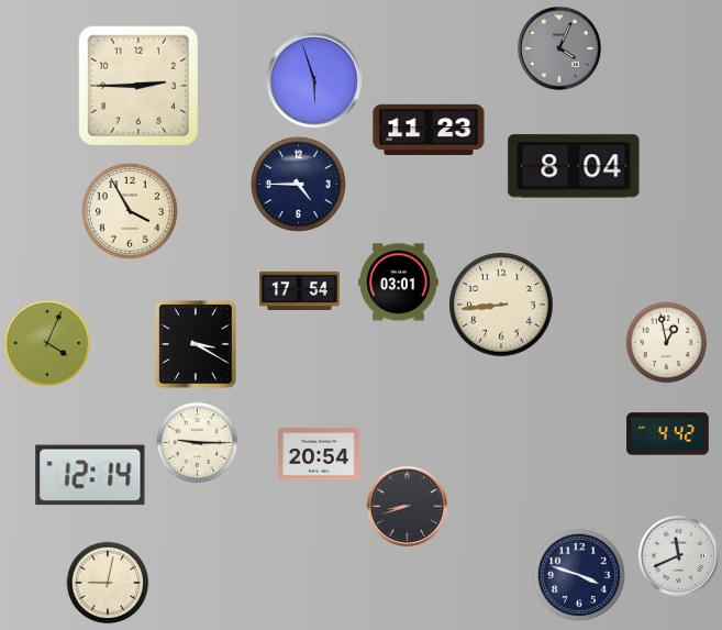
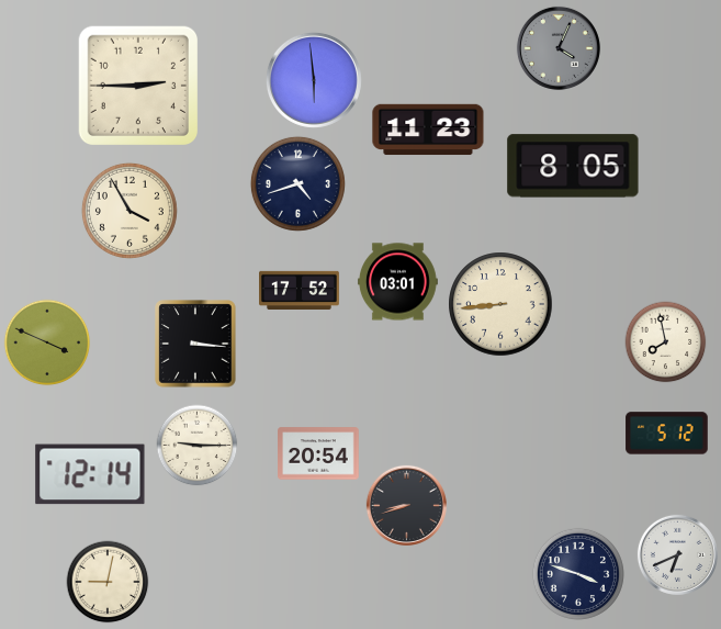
clock at (314, 80): 5:57 -> 5:59
clock at (574, 166): 8:04 -> 8:05
clock at (298, 184): 4:45 -> 4:42
clock at (300, 290): 17:54 -> 17:52
clock at (47, 343): 4:04 -> 3:49
clock at (667, 343): 12:58 -> 7:58
clock at (196, 344): 3:20 -> 3:16
clock at (668, 434): 4:42 -> 5:12
clock at (198, 443) position: (198, 443) -> (198, 446)
clock at (678, 555): 11:41 -> 6:41
